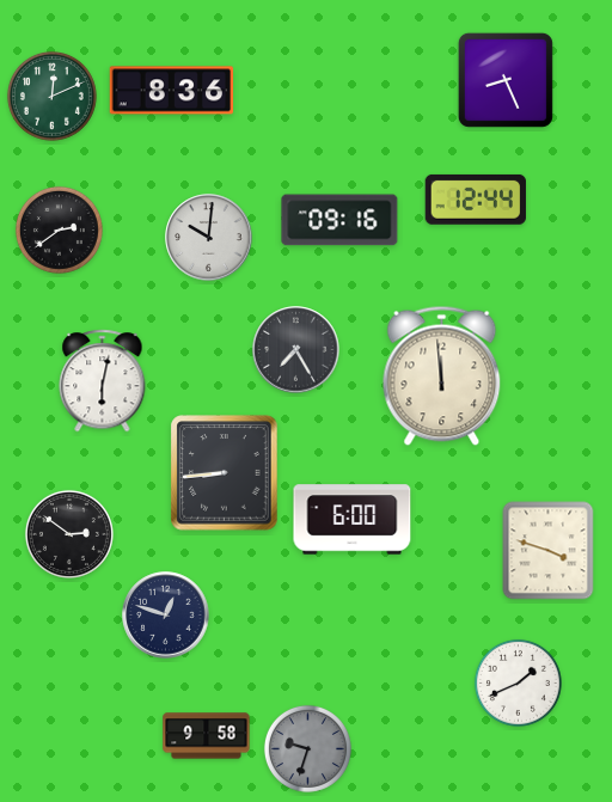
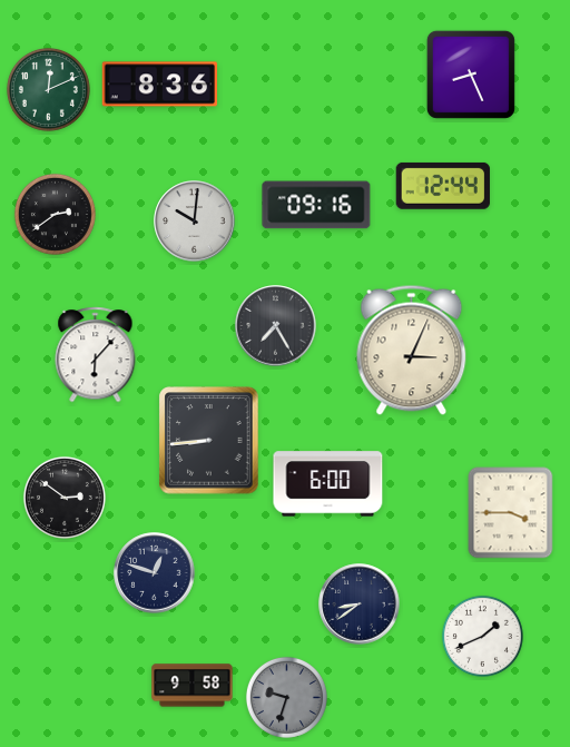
clock at (442, 375): 11:59 -> 3:04
clock at (103, 381): 6:02 -> 6:07
clock at (549, 551): 3:48 -> 3:45
clock at (360, 605): none -> 8:39
